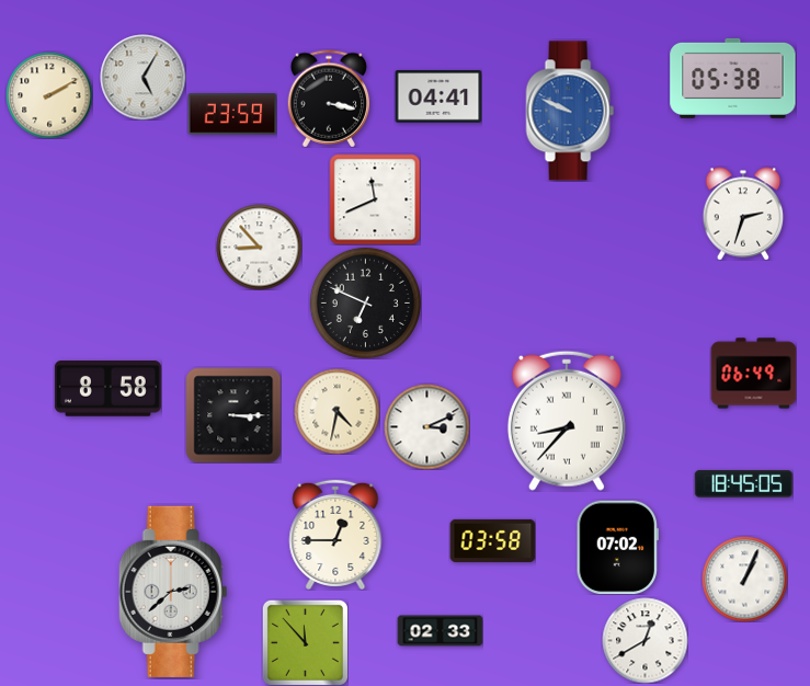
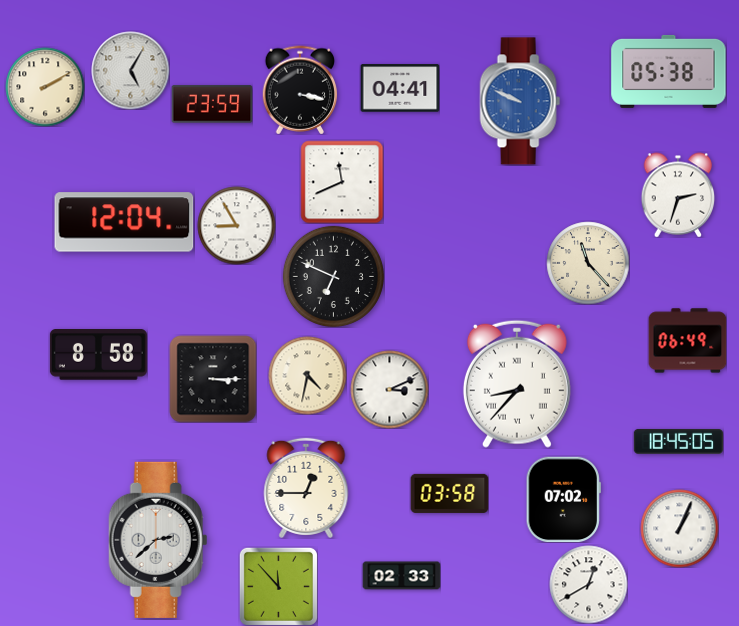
clock at (124, 222): none -> 12:04
clock at (259, 247): 8:53 -> 8:55
clock at (588, 263): none -> 11:23
